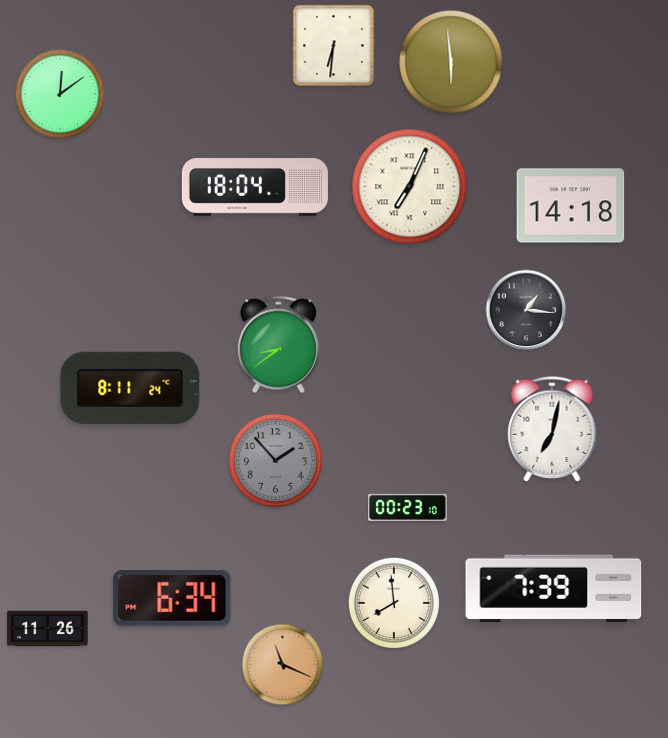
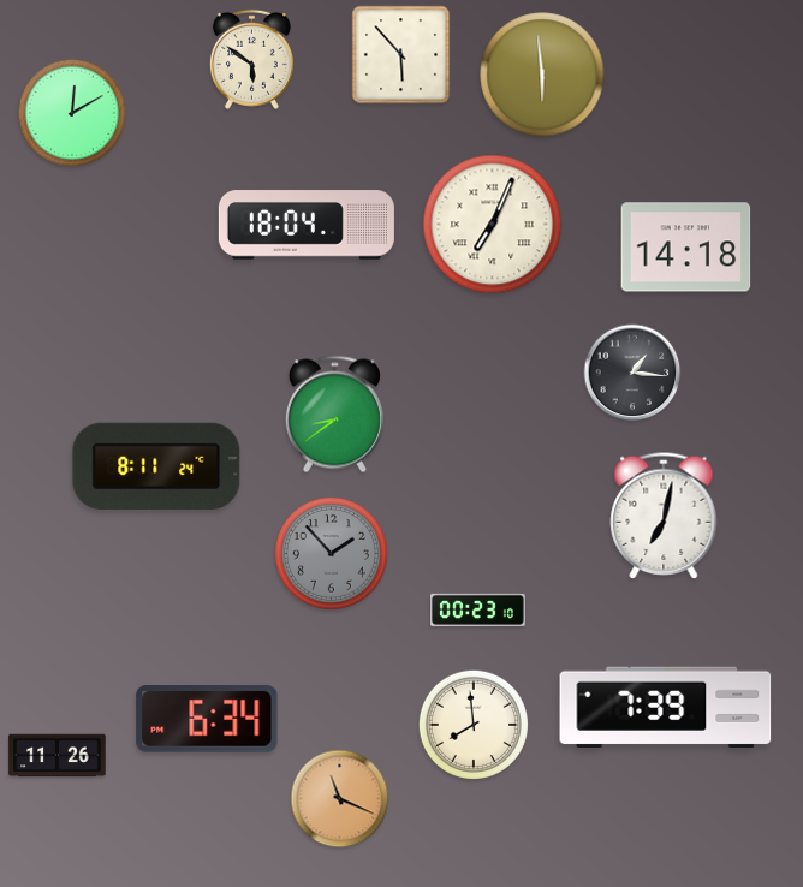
clock at (334, 46): 6:31 -> 5:53
clock at (251, 59): none -> 5:51
clock at (59, 93): 12:09 -> 12:10
clock at (408, 507) position: (408, 507) -> (478, 609)
